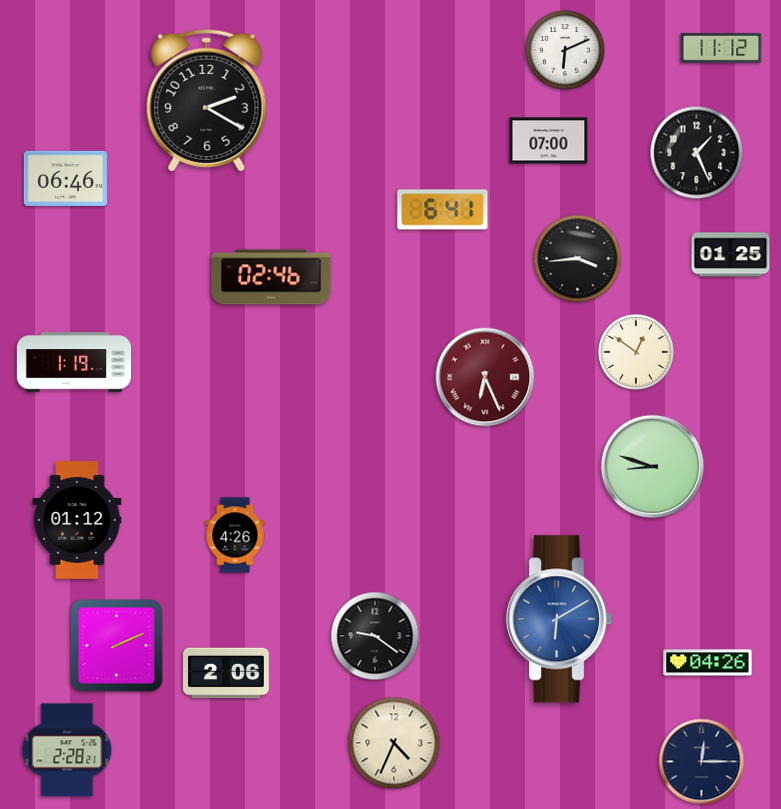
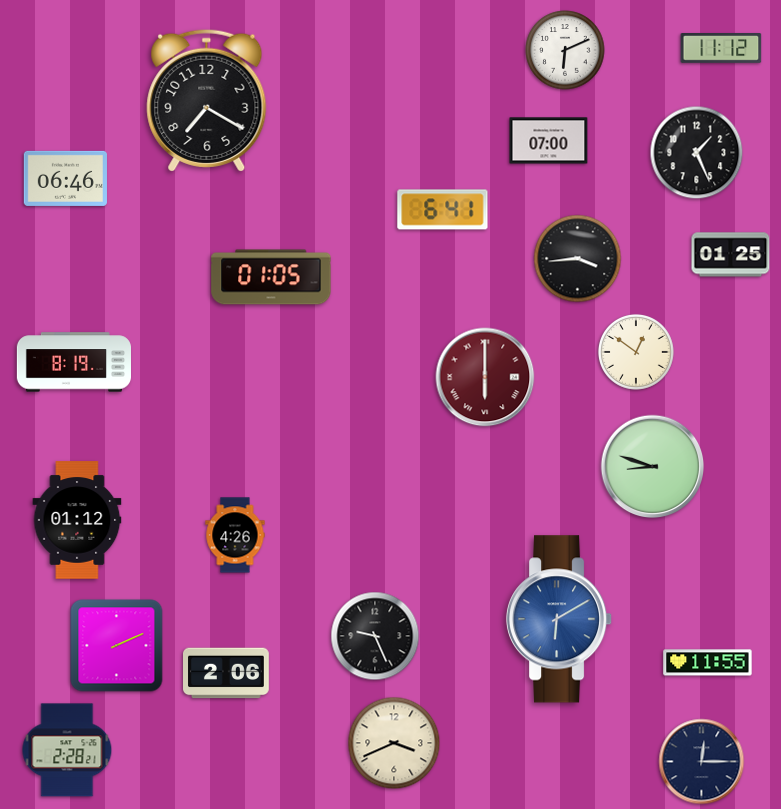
clock at (207, 100): 2:20 -> 7:20
clock at (271, 277): 02:46 -> 01:05
clock at (73, 362): 1:19 -> 8:19
clock at (485, 377): 6:26 -> 6:00
clock at (375, 636): 9:21 -> 9:26
clock at (708, 663): 04:26 -> 11:55
clock at (394, 743): 4:34 -> 3:41
